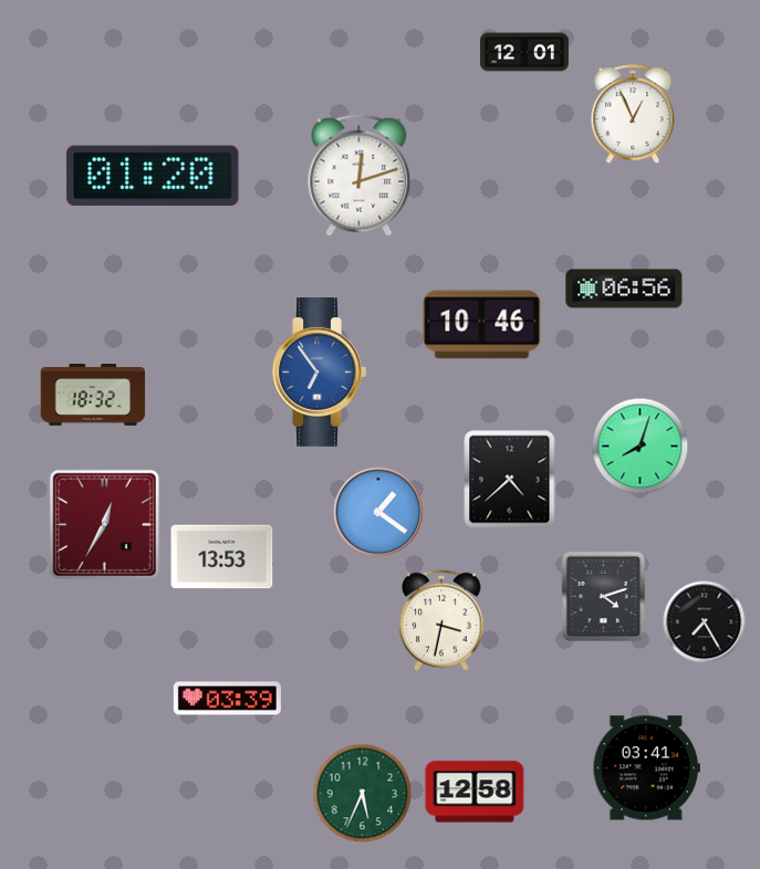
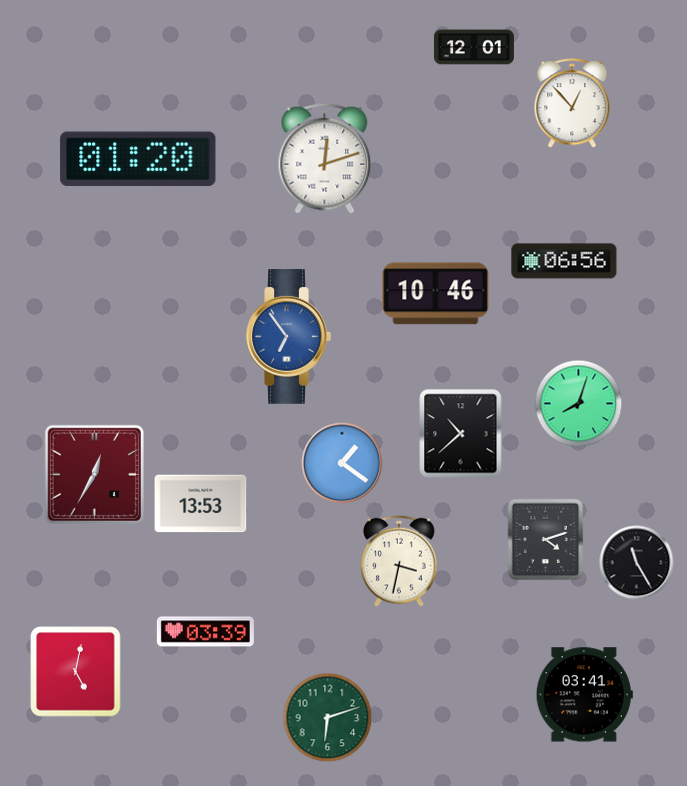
clock at (633, 115): 12:56 -> 12:53
clock at (93, 396): 18:32 -> none
clock at (510, 480): 4:38 -> 10:38
clock at (705, 622): 7:25 -> 11:25
clock at (76, 672): none -> 5:02
clock at (475, 792): 12:58 -> none
clock at (363, 794): 5:34 -> 6:12
